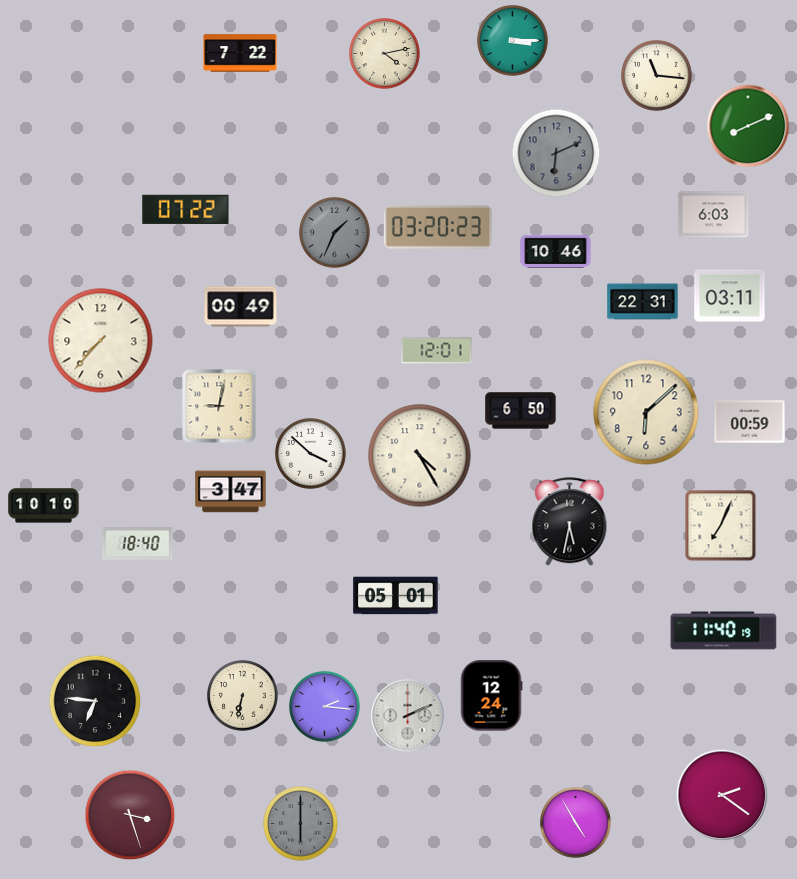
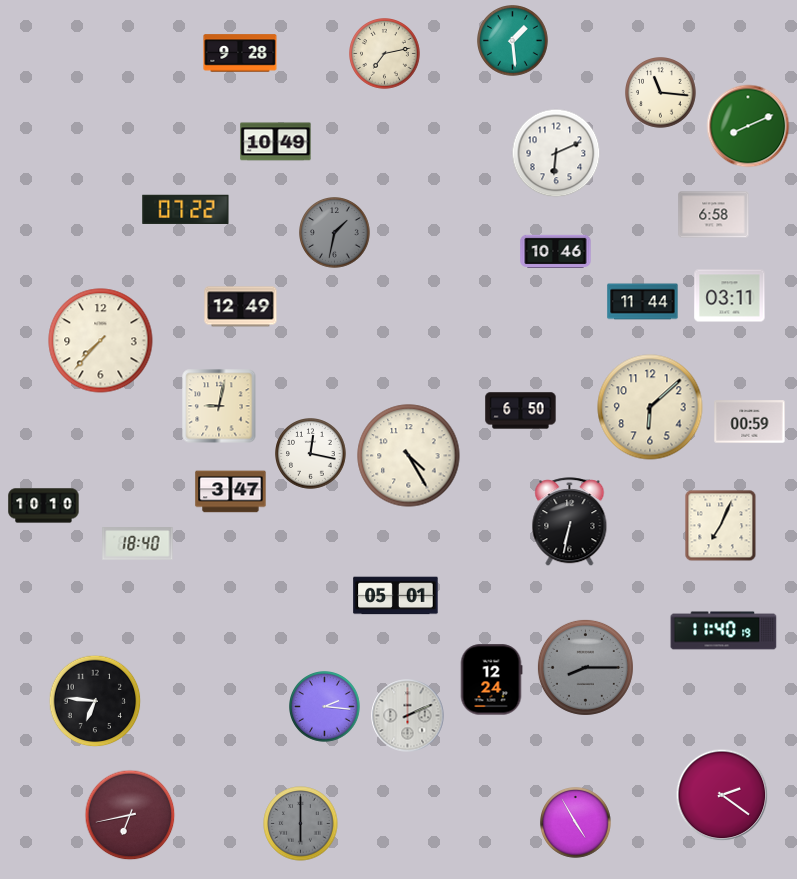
clock at (513, 41): 3:15 -> 1:29
clock at (240, 53): 7:22 -> 9:28
clock at (385, 54): 4:13 -> 7:13
clock at (657, 76) position: (657, 76) -> (661, 93)
clock at (276, 142): none -> 10:49
clock at (556, 153) dial: grey -> white
clock at (714, 215): 6:03 -> 6:58
clock at (438, 227): 03:20 -> none
clock at (335, 233): 1:34 -> 1:32
clock at (643, 302): 22:31 -> 11:44
clock at (241, 307): 00:49 -> 12:49
clock at (437, 351): 12:01 -> none
clock at (646, 412) position: (646, 412) -> (650, 407)
clock at (311, 454): 3:52 -> 12:17
clock at (420, 456) position: (420, 456) -> (409, 456)
clock at (570, 522): 5:32 -> 6:32
clock at (585, 667): none -> 8:15
clock at (243, 696): 6:32 -> none
clock at (491, 696) position: (491, 696) -> (491, 680)
clock at (130, 815): 3:27 -> 6:43
